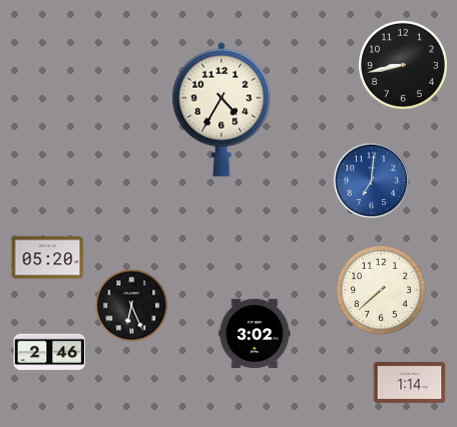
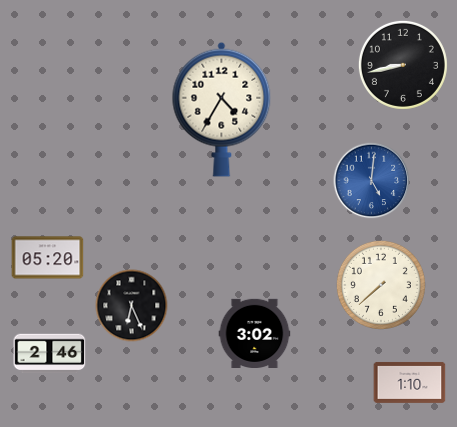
clock at (372, 181): 7:01 -> 5:01
clock at (381, 290) position: (381, 290) -> (381, 285)
clock at (410, 382): 1:14 -> 1:10
